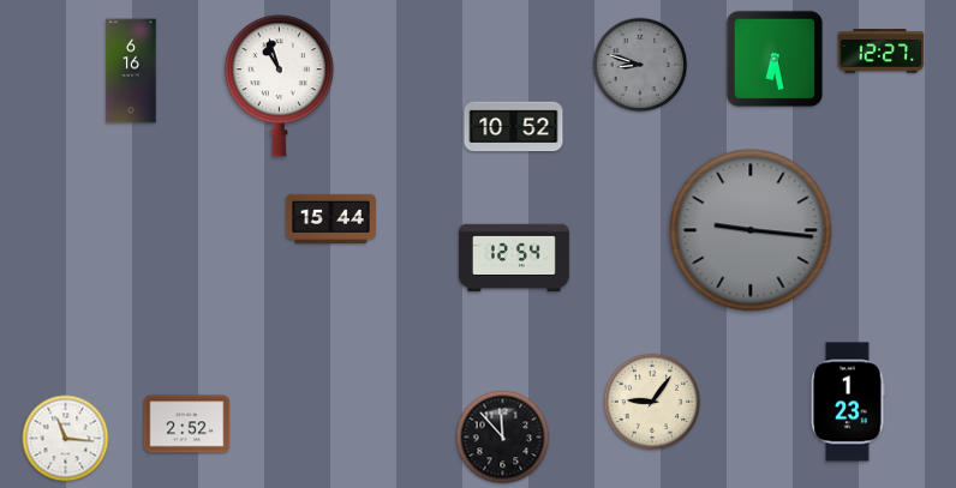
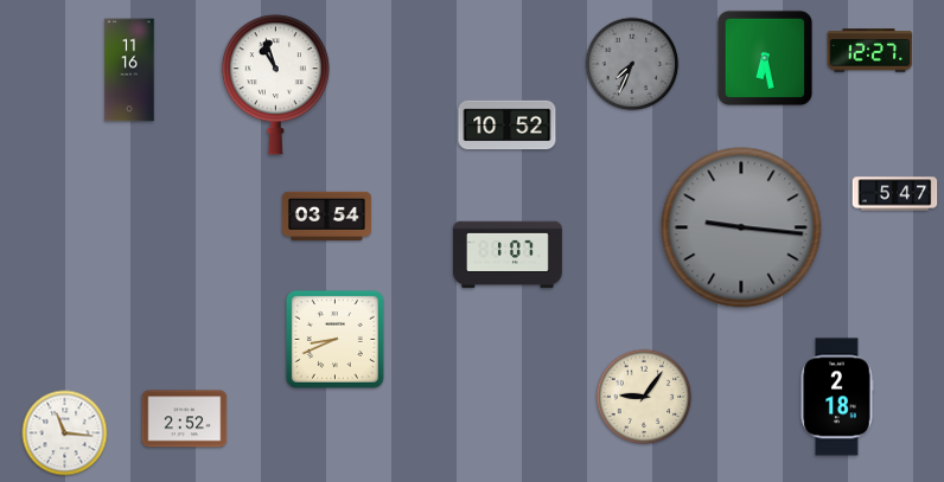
clock at (640, 65): 8:48 -> 7:34
clock at (131, 71): 6:16 -> 11:16
clock at (895, 194): none -> 5:47
clock at (330, 218): 15:44 -> 03:54
clock at (514, 258): 12:54 -> 1:07
clock at (334, 339): none -> 8:41
clock at (848, 402): 1:23 -> 2:18
clock at (503, 438): 11:53 -> none
